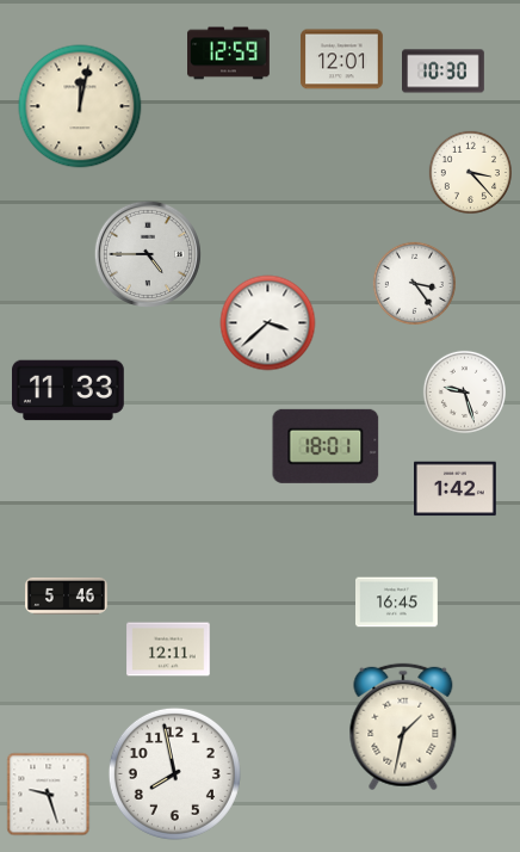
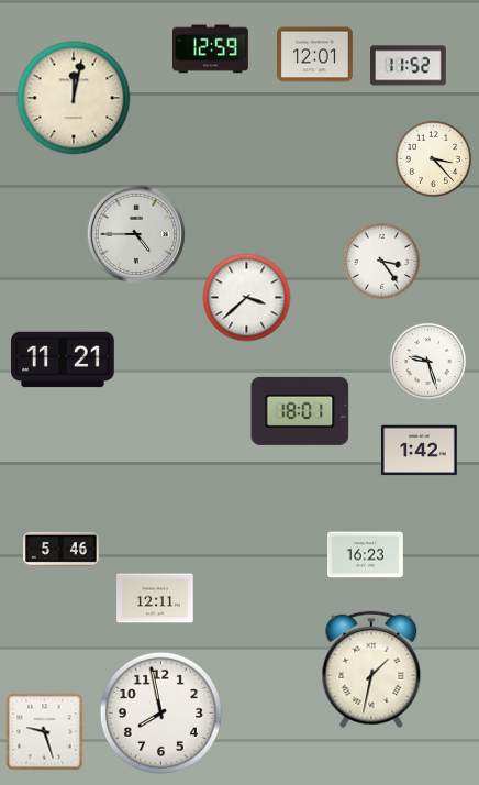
clock at (444, 72): 10:30 -> 11:52
clock at (69, 390): 11:33 -> 11:21
clock at (397, 603): 16:45 -> 16:23
